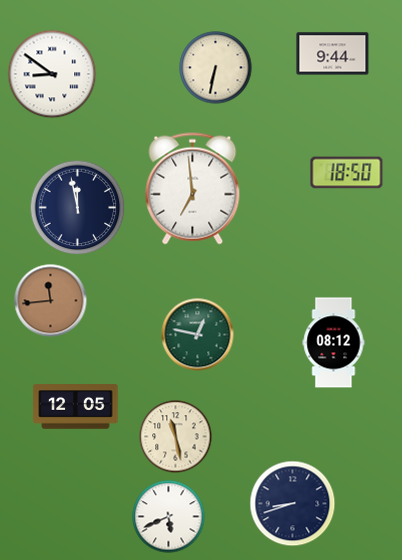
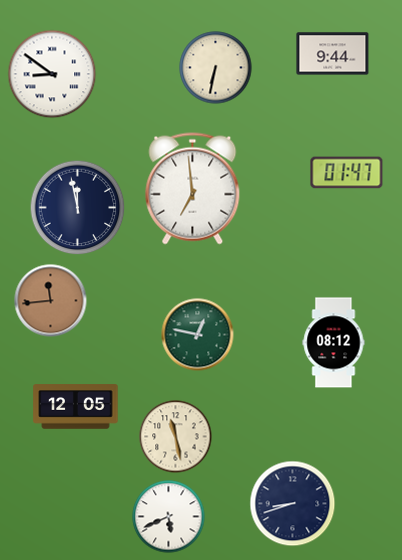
clock at (347, 173): 18:50 -> 01:47
